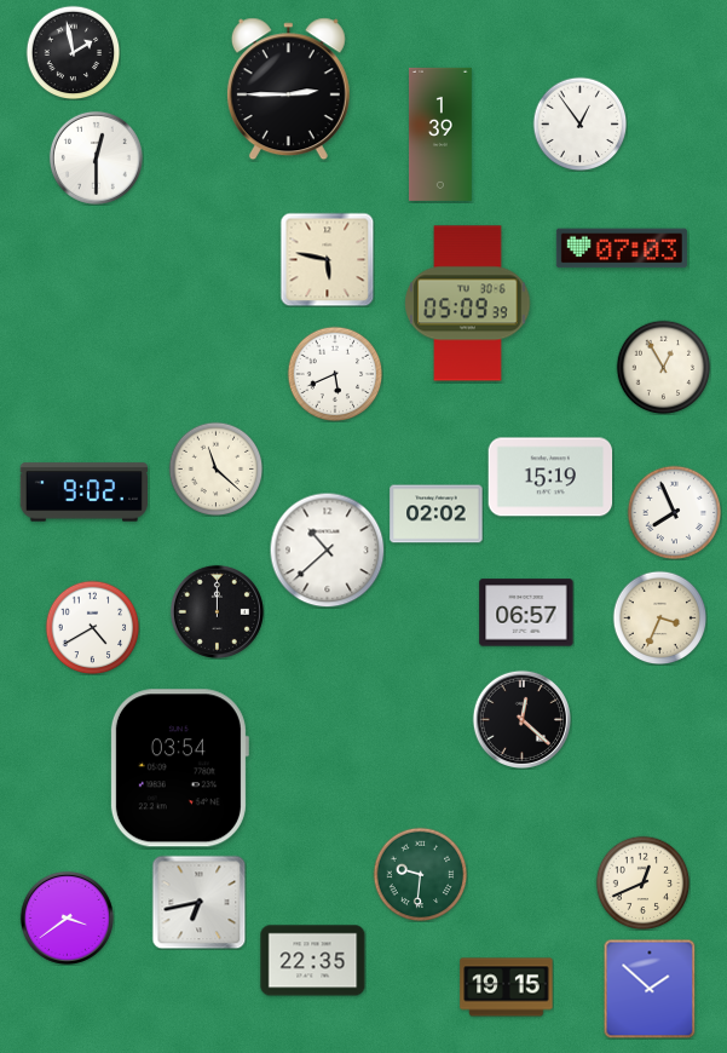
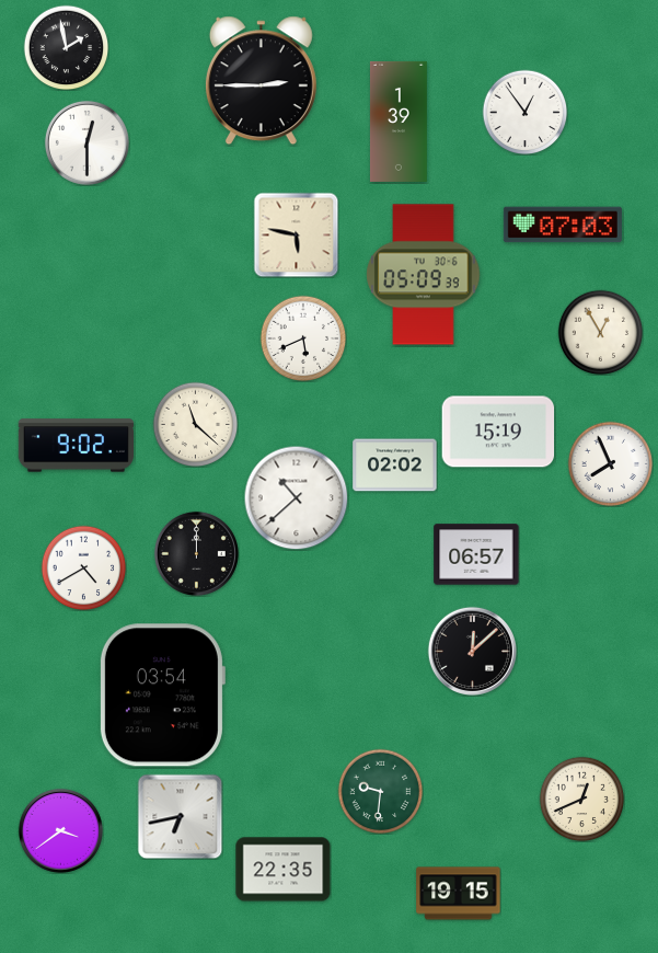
clock at (659, 617): 3:34 -> none
clock at (521, 719): 12:22 -> 12:08
clock at (650, 989): 1:52 -> none
